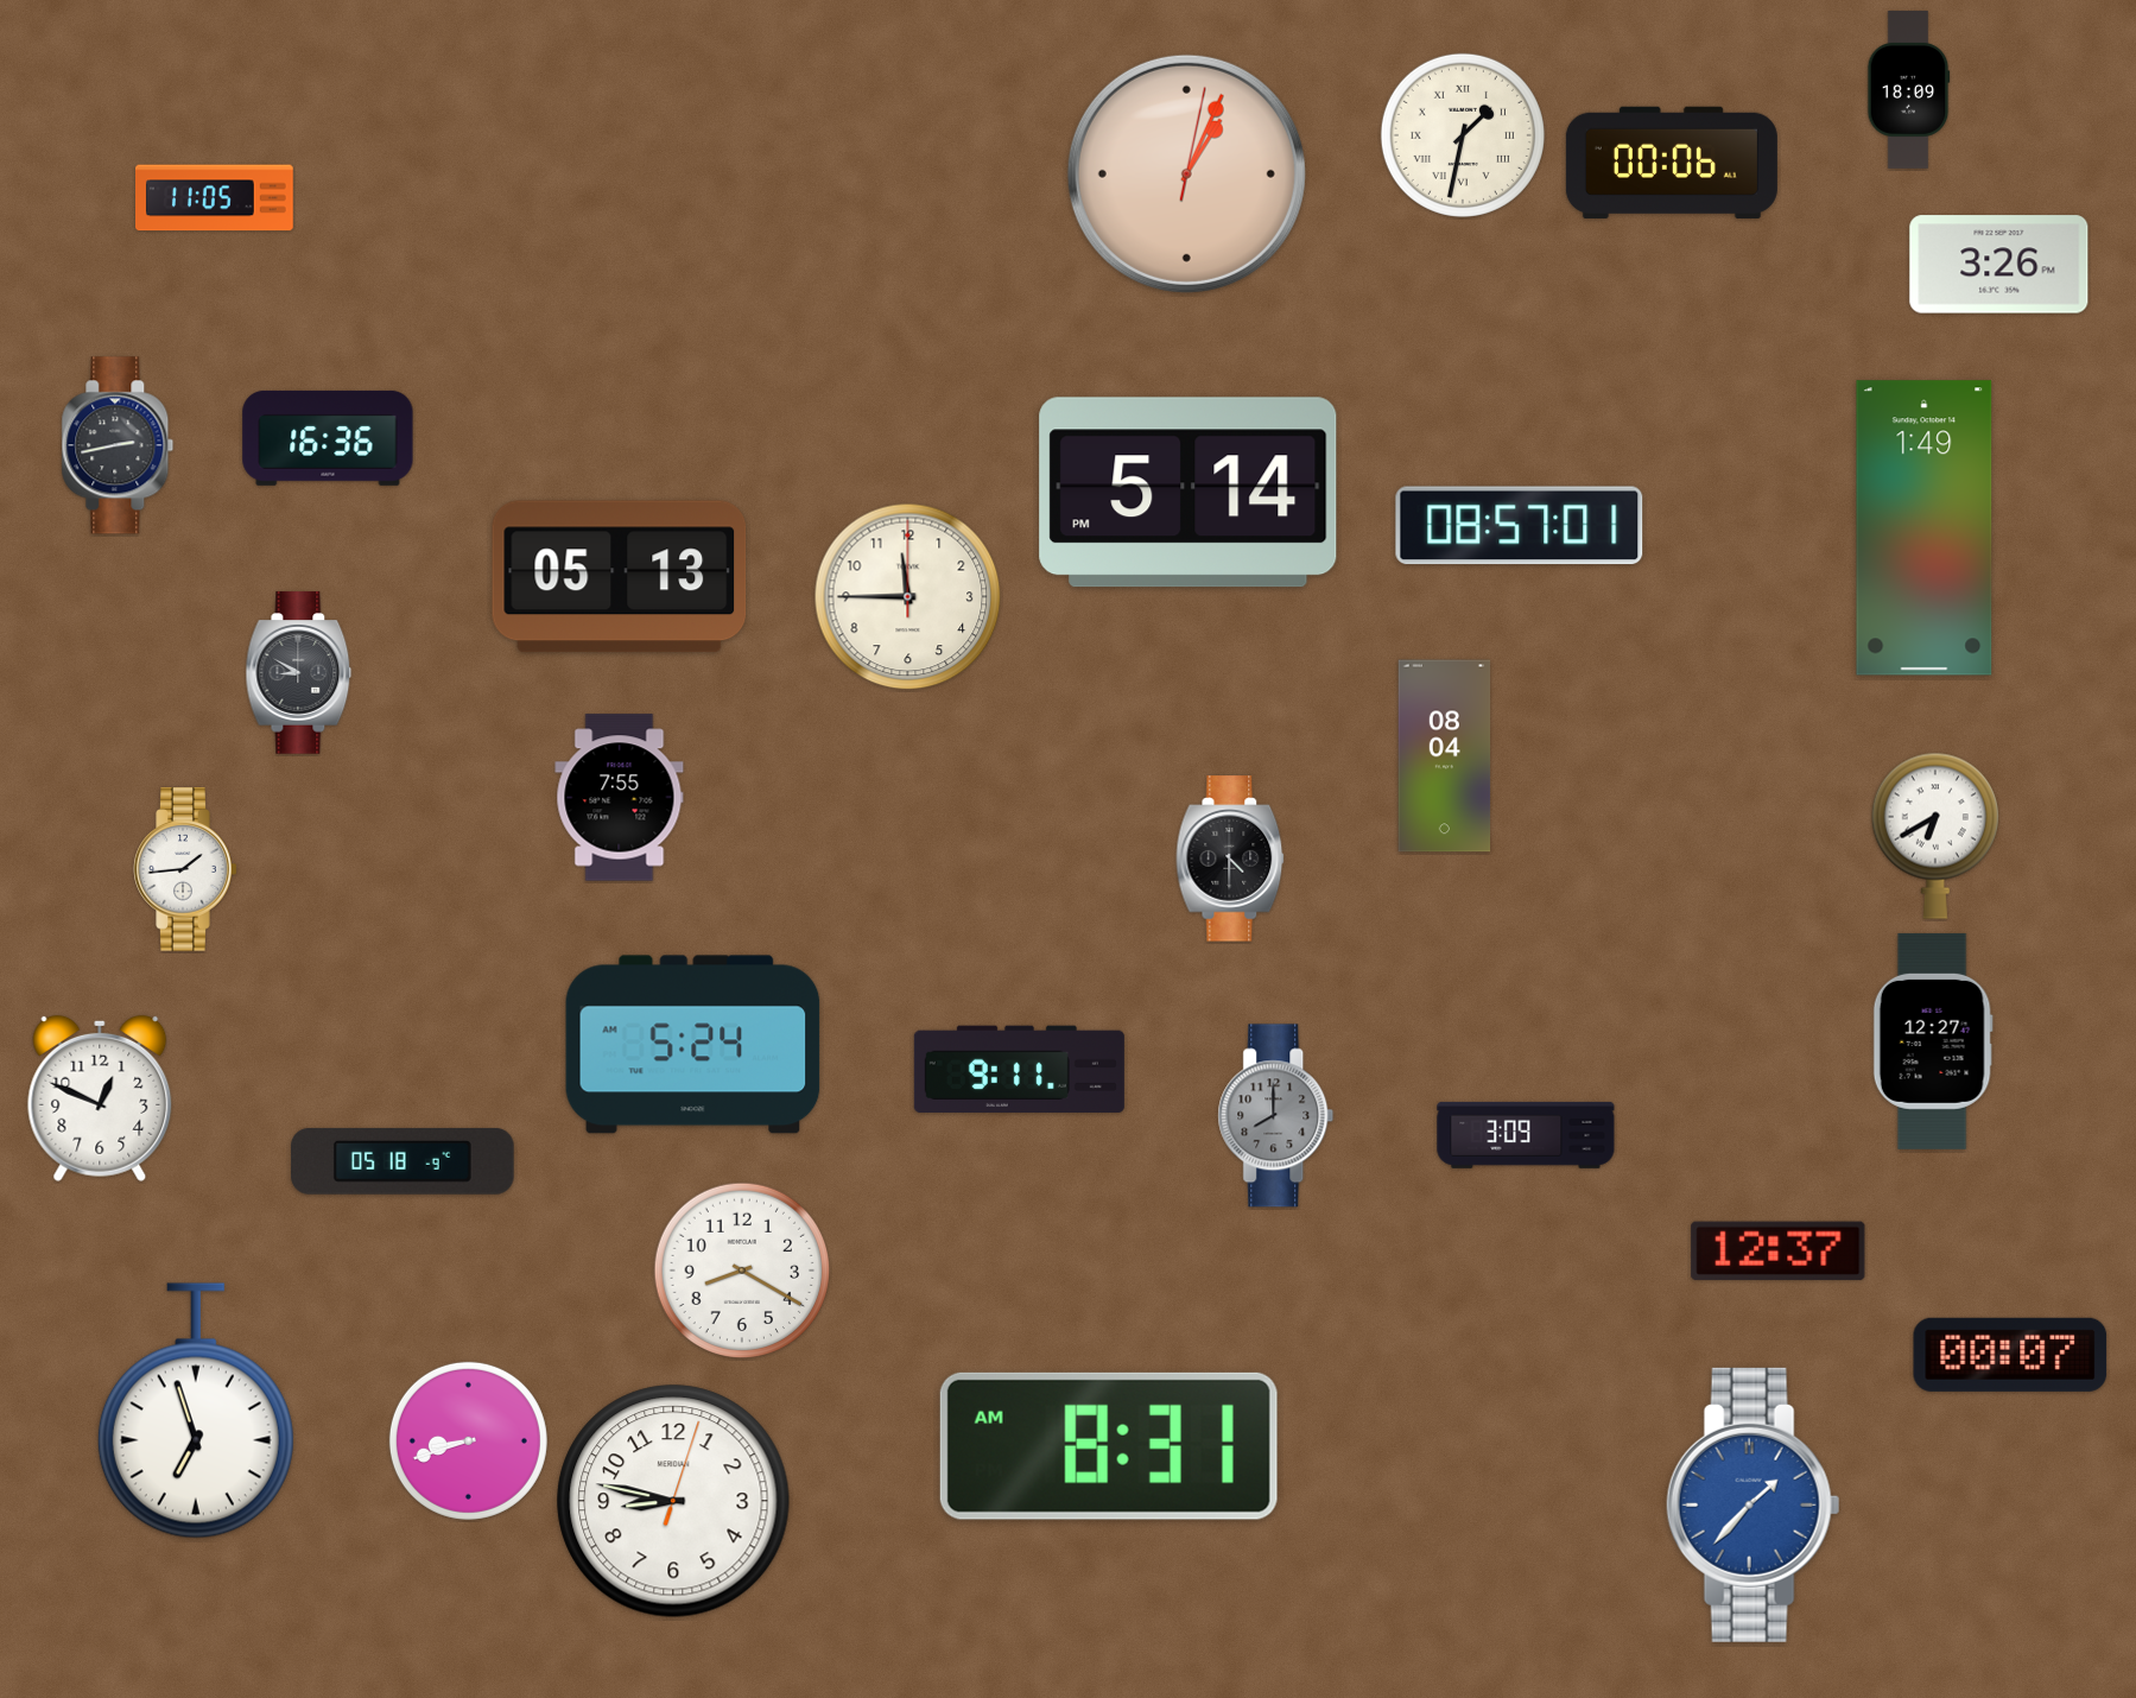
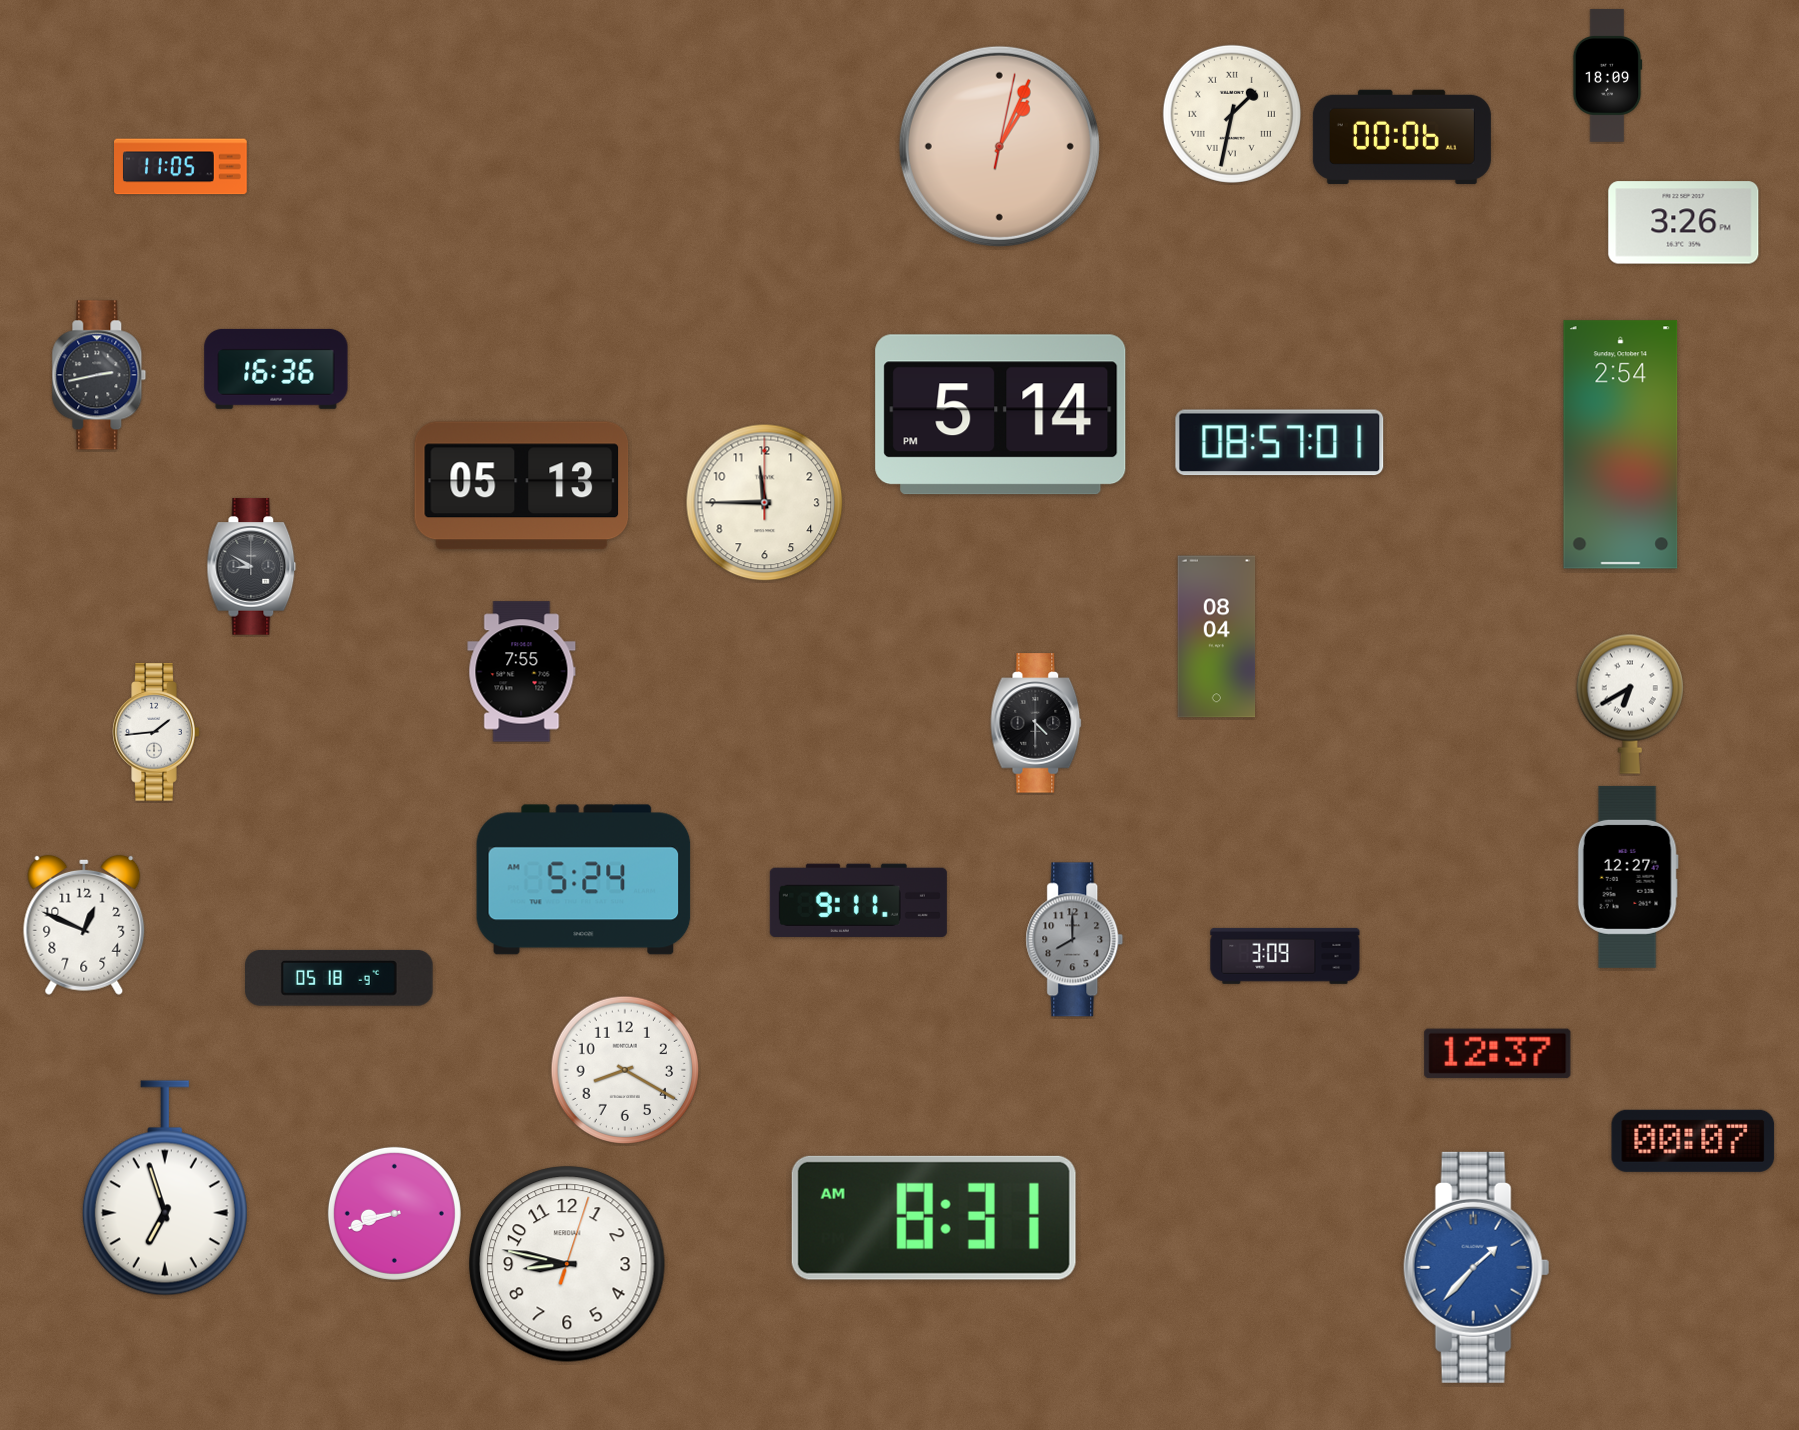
clock at (1672, 163) position: (1672, 163) -> (1402, 137)
clock at (1925, 528): 1:49 -> 2:54
